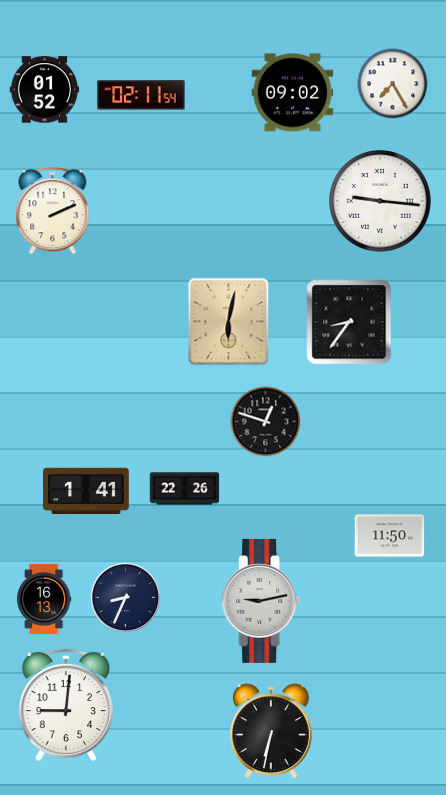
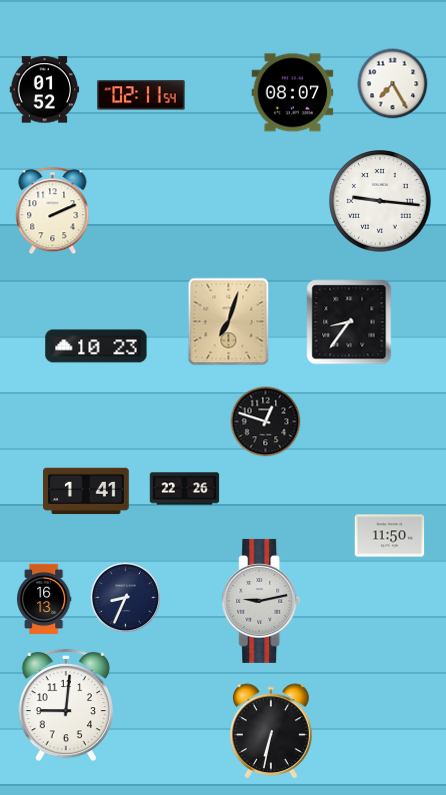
clock at (293, 93): 09:02 -> 08:07
clock at (229, 322): 6:02 -> 7:03
clock at (96, 346): none -> 10:23
